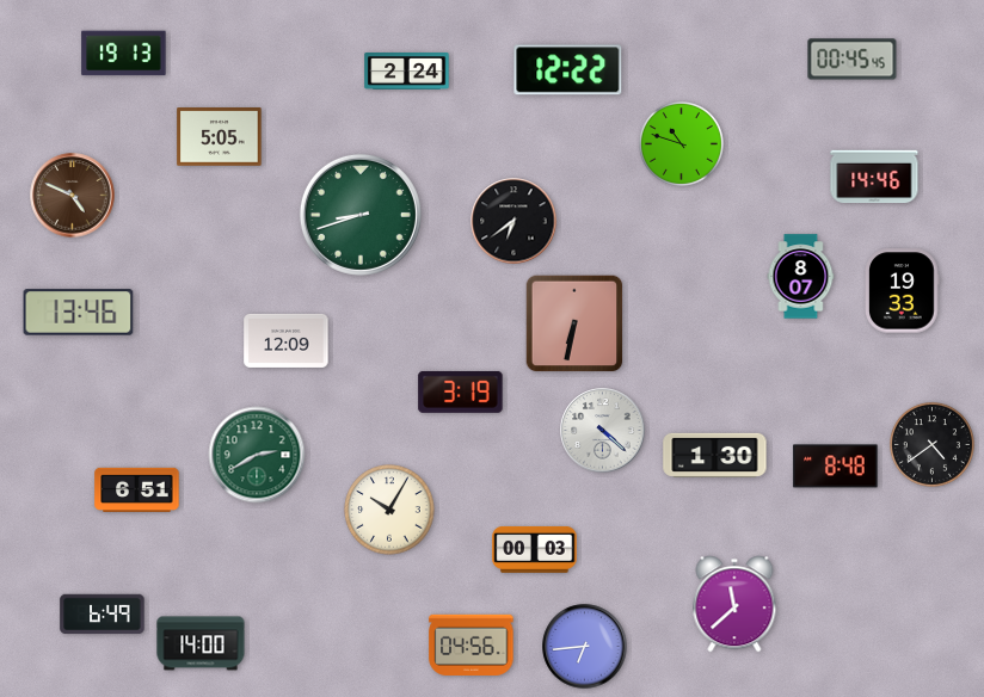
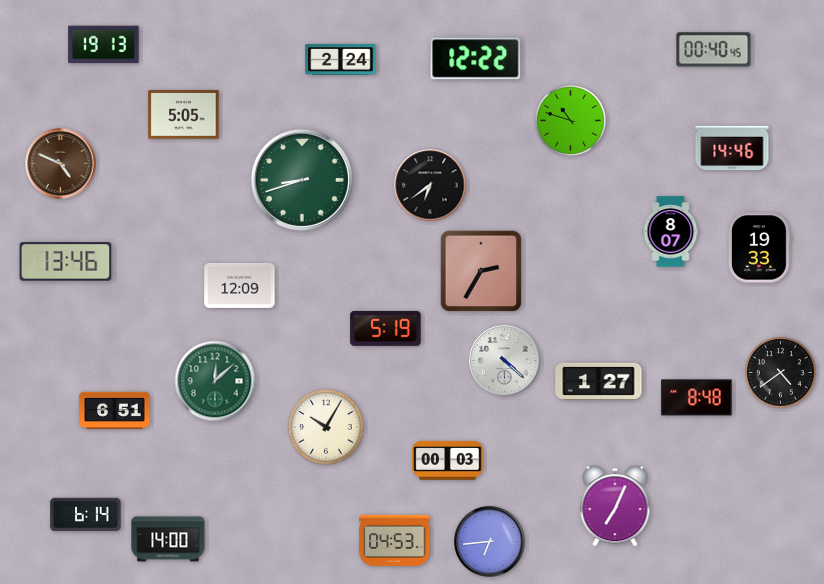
clock at (853, 60): 00:45 -> 00:40
clock at (903, 291) position: (903, 291) -> (760, 248)
clock at (574, 323): 6:32 -> 2:35
clock at (461, 391): 3:19 -> 5:19
clock at (257, 455): 2:40 -> 12:08
clock at (715, 455): 1:30 -> 1:27
clock at (836, 467) position: (836, 467) -> (697, 398)
clock at (734, 604): 11:38 -> 7:04
clock at (103, 615): 6:49 -> 6:14
clock at (472, 644): 04:56 -> 04:53
